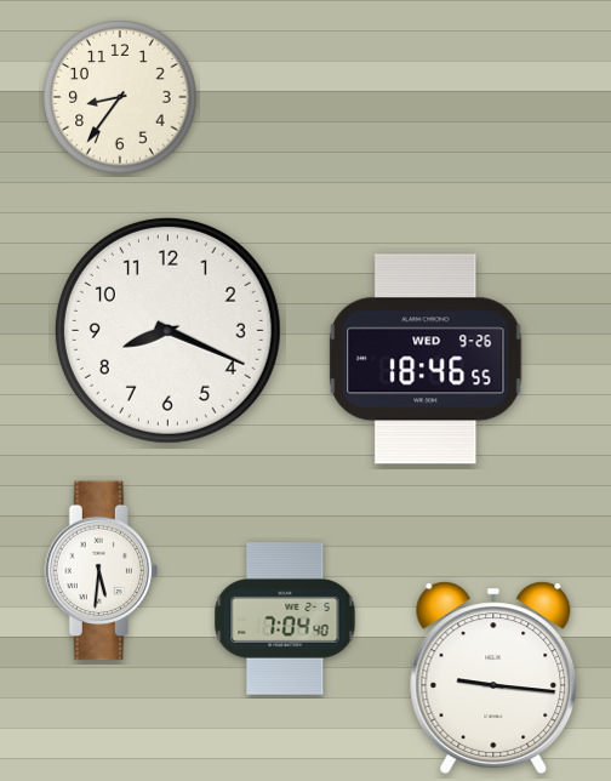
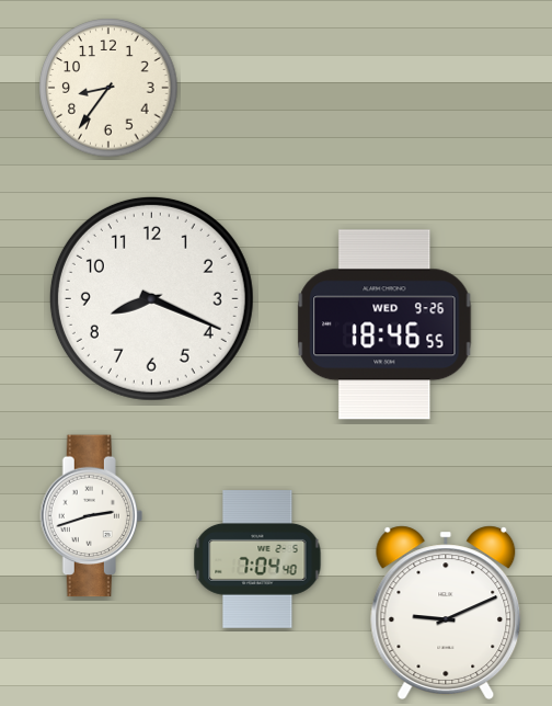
clock at (101, 571): 5:31 -> 2:42
clock at (493, 678): 9:16 -> 9:11
